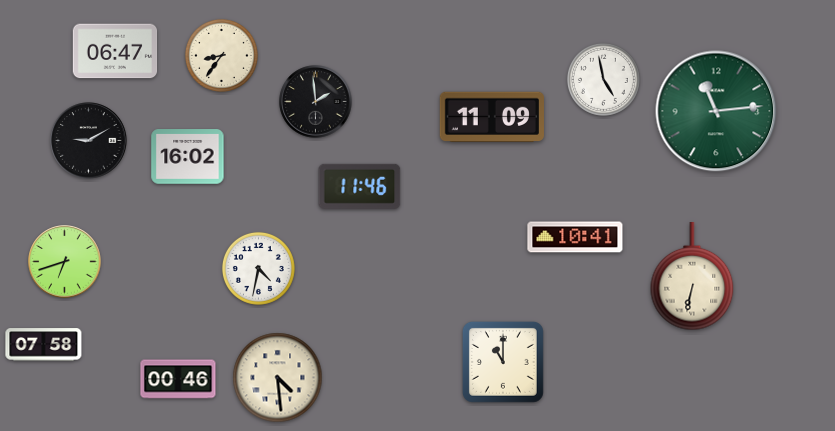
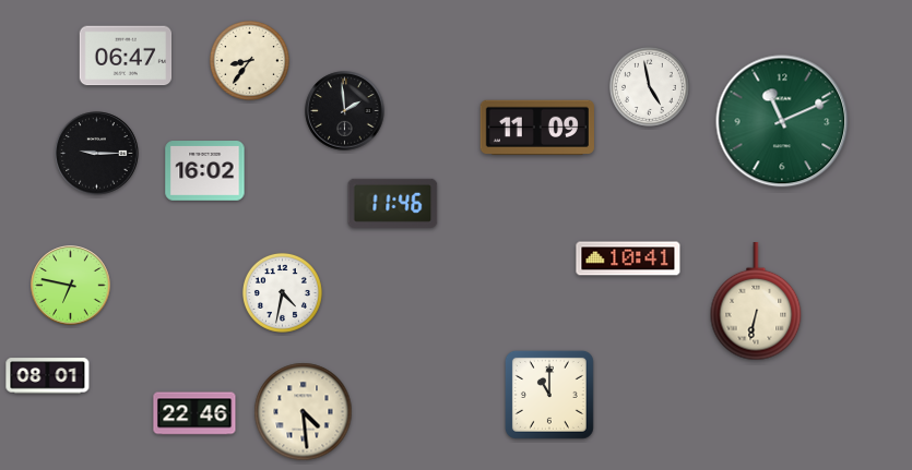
clock at (221, 55) position: (221, 55) -> (249, 60)
clock at (603, 79) position: (603, 79) -> (649, 86)
clock at (716, 111): 11:14 -> 11:11
clock at (89, 141): 9:10 -> 9:15
clock at (65, 262): 6:42 -> 6:47
clock at (44, 345): 07:58 -> 08:01
clock at (178, 379): 00:46 -> 22:46
